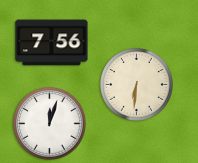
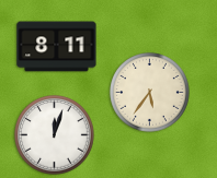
clock at (52, 43): 7:56 -> 8:11
clock at (137, 85): 6:31 -> 5:36
